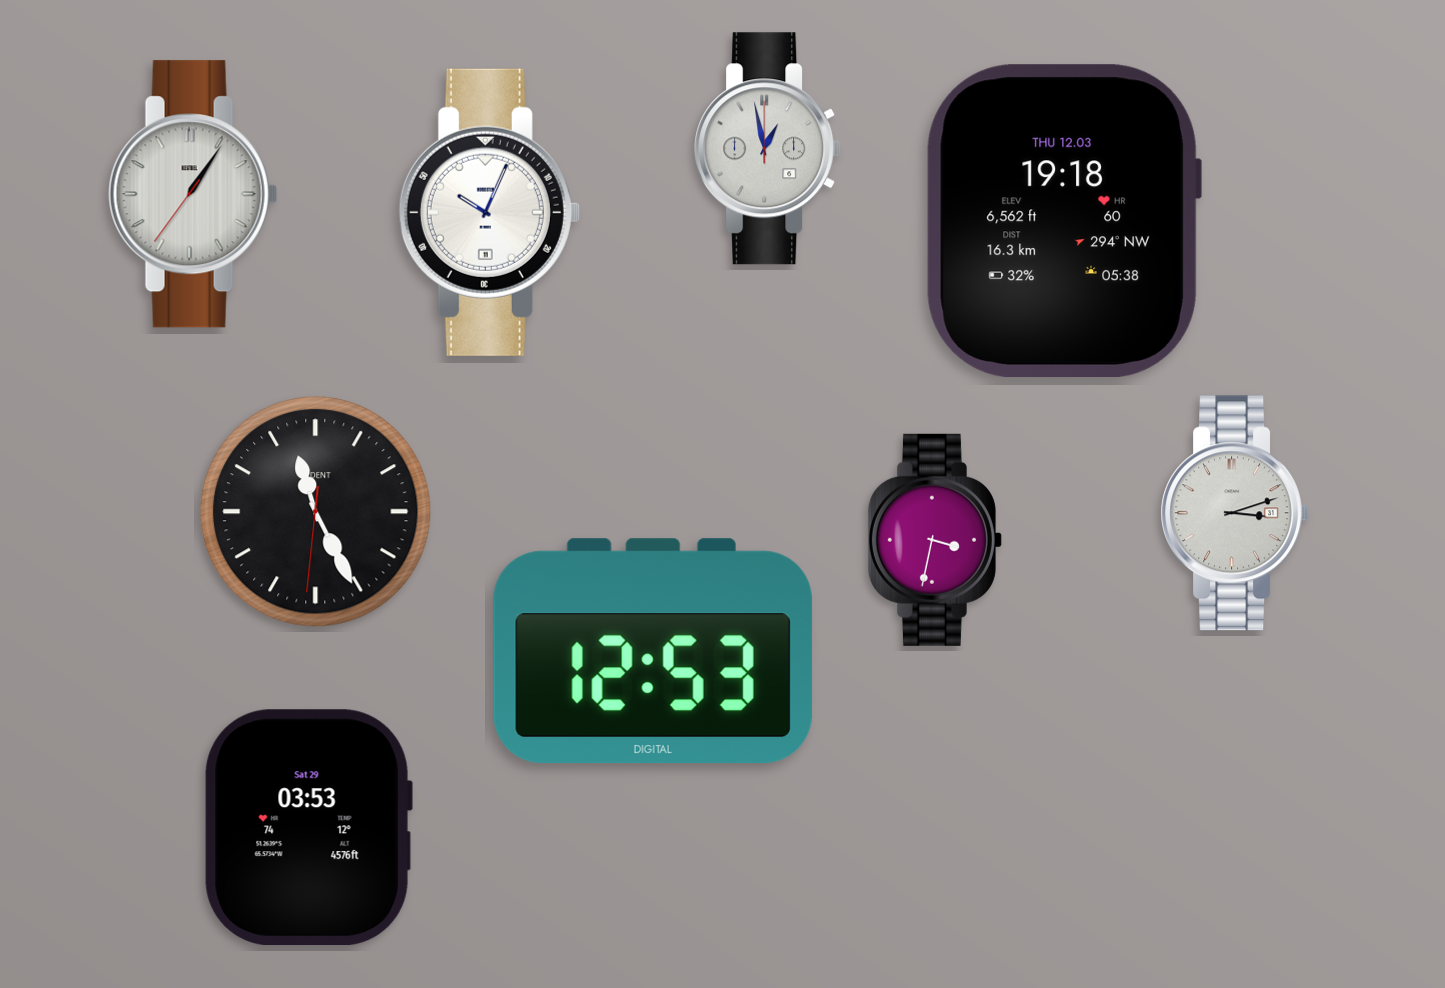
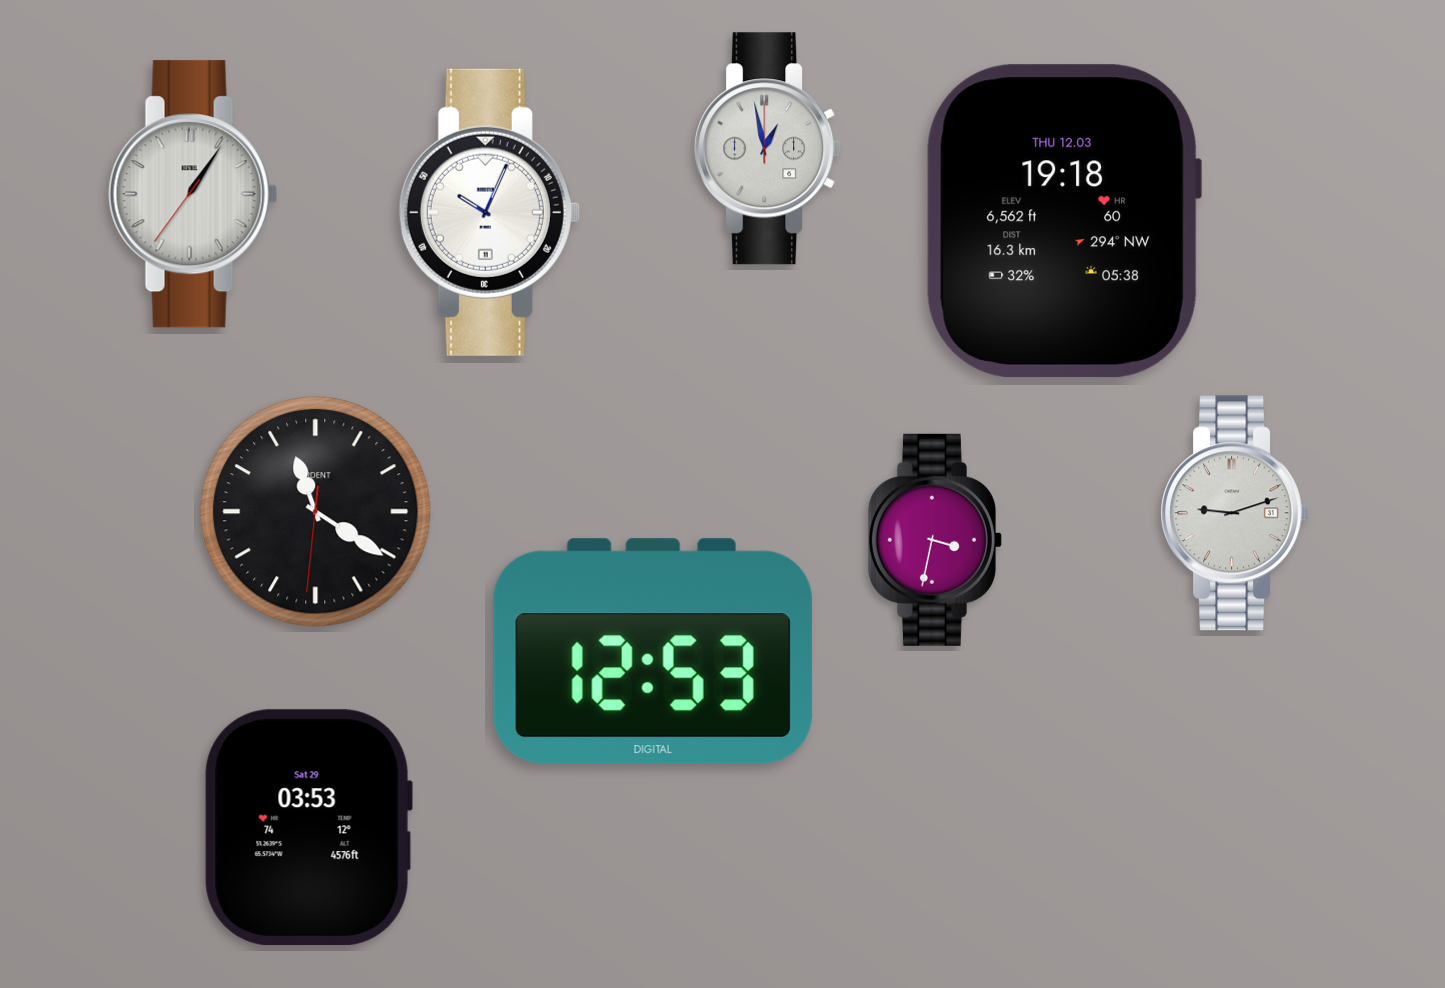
clock at (316, 512): 11:25 -> 11:20
clock at (1234, 513): 3:12 -> 9:12
